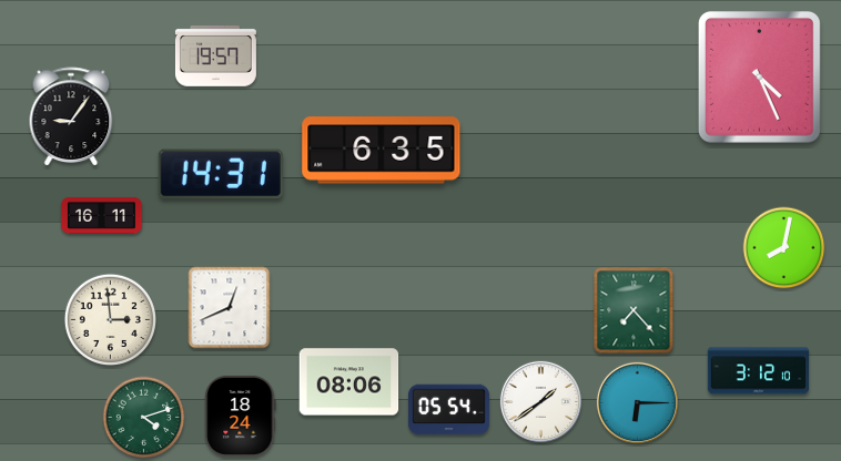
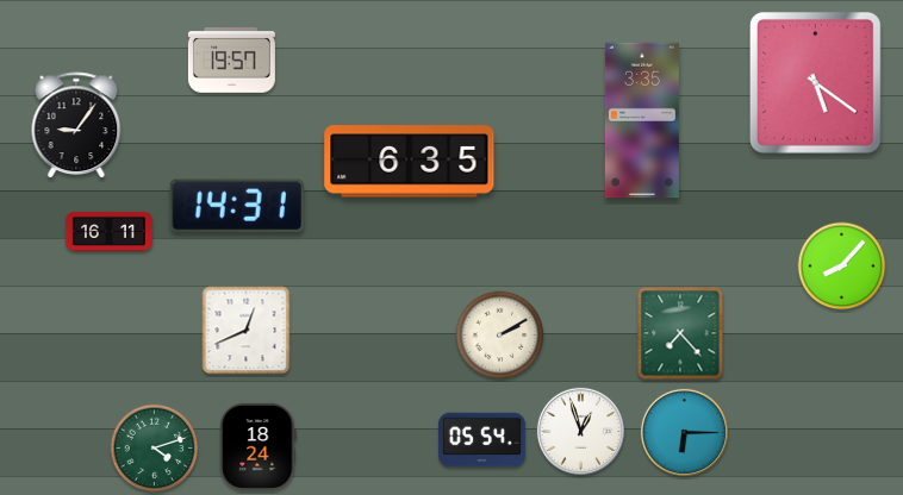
clock at (759, 76): 4:26 -> 5:21
clock at (642, 120): none -> 3:35
clock at (221, 174) position: (221, 174) -> (237, 206)
clock at (784, 248): 8:02 -> 8:07
clock at (500, 336): none -> 2:10
clock at (110, 319): 2:59 -> none
clock at (759, 371): 3:12 -> none
clock at (349, 382): 08:06 -> none
clock at (540, 401): 1:39 -> 12:57
